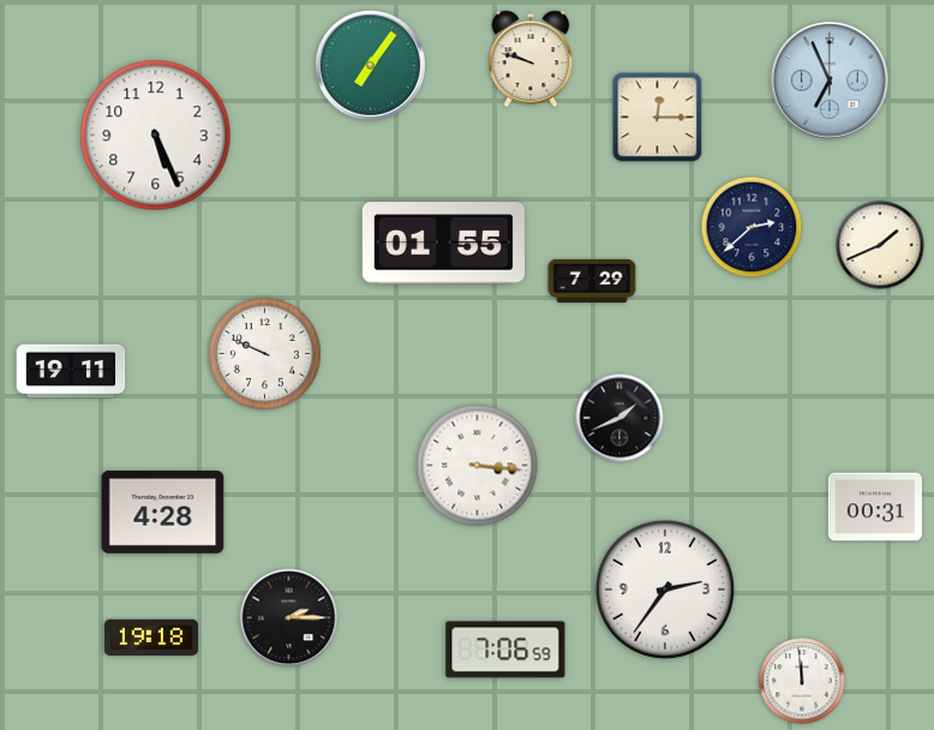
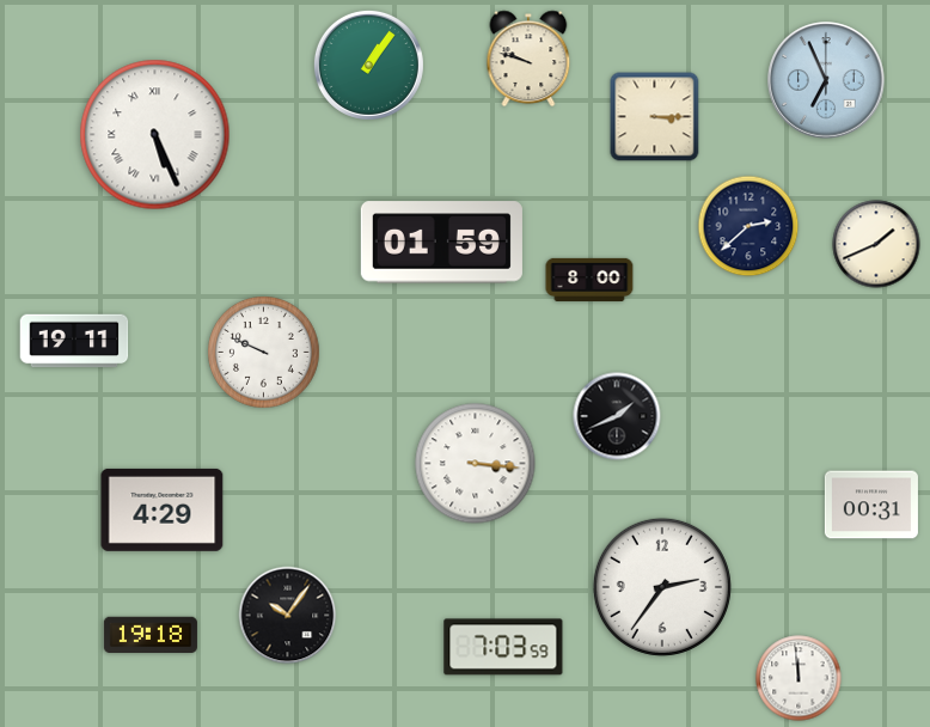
clock at (370, 65): 7:06 -> 1:06
clock at (658, 118): 12:15 -> 3:15
clock at (156, 136) numerals: Arabic -> Roman
clock at (443, 244): 01:55 -> 01:59
clock at (592, 281): 7:29 -> 8:00
clock at (71, 371) position: (71, 371) -> (74, 341)
clock at (163, 511): 4:28 -> 4:29
clock at (289, 618): 2:15 -> 10:06
clock at (505, 650): 7:06 -> 7:03
